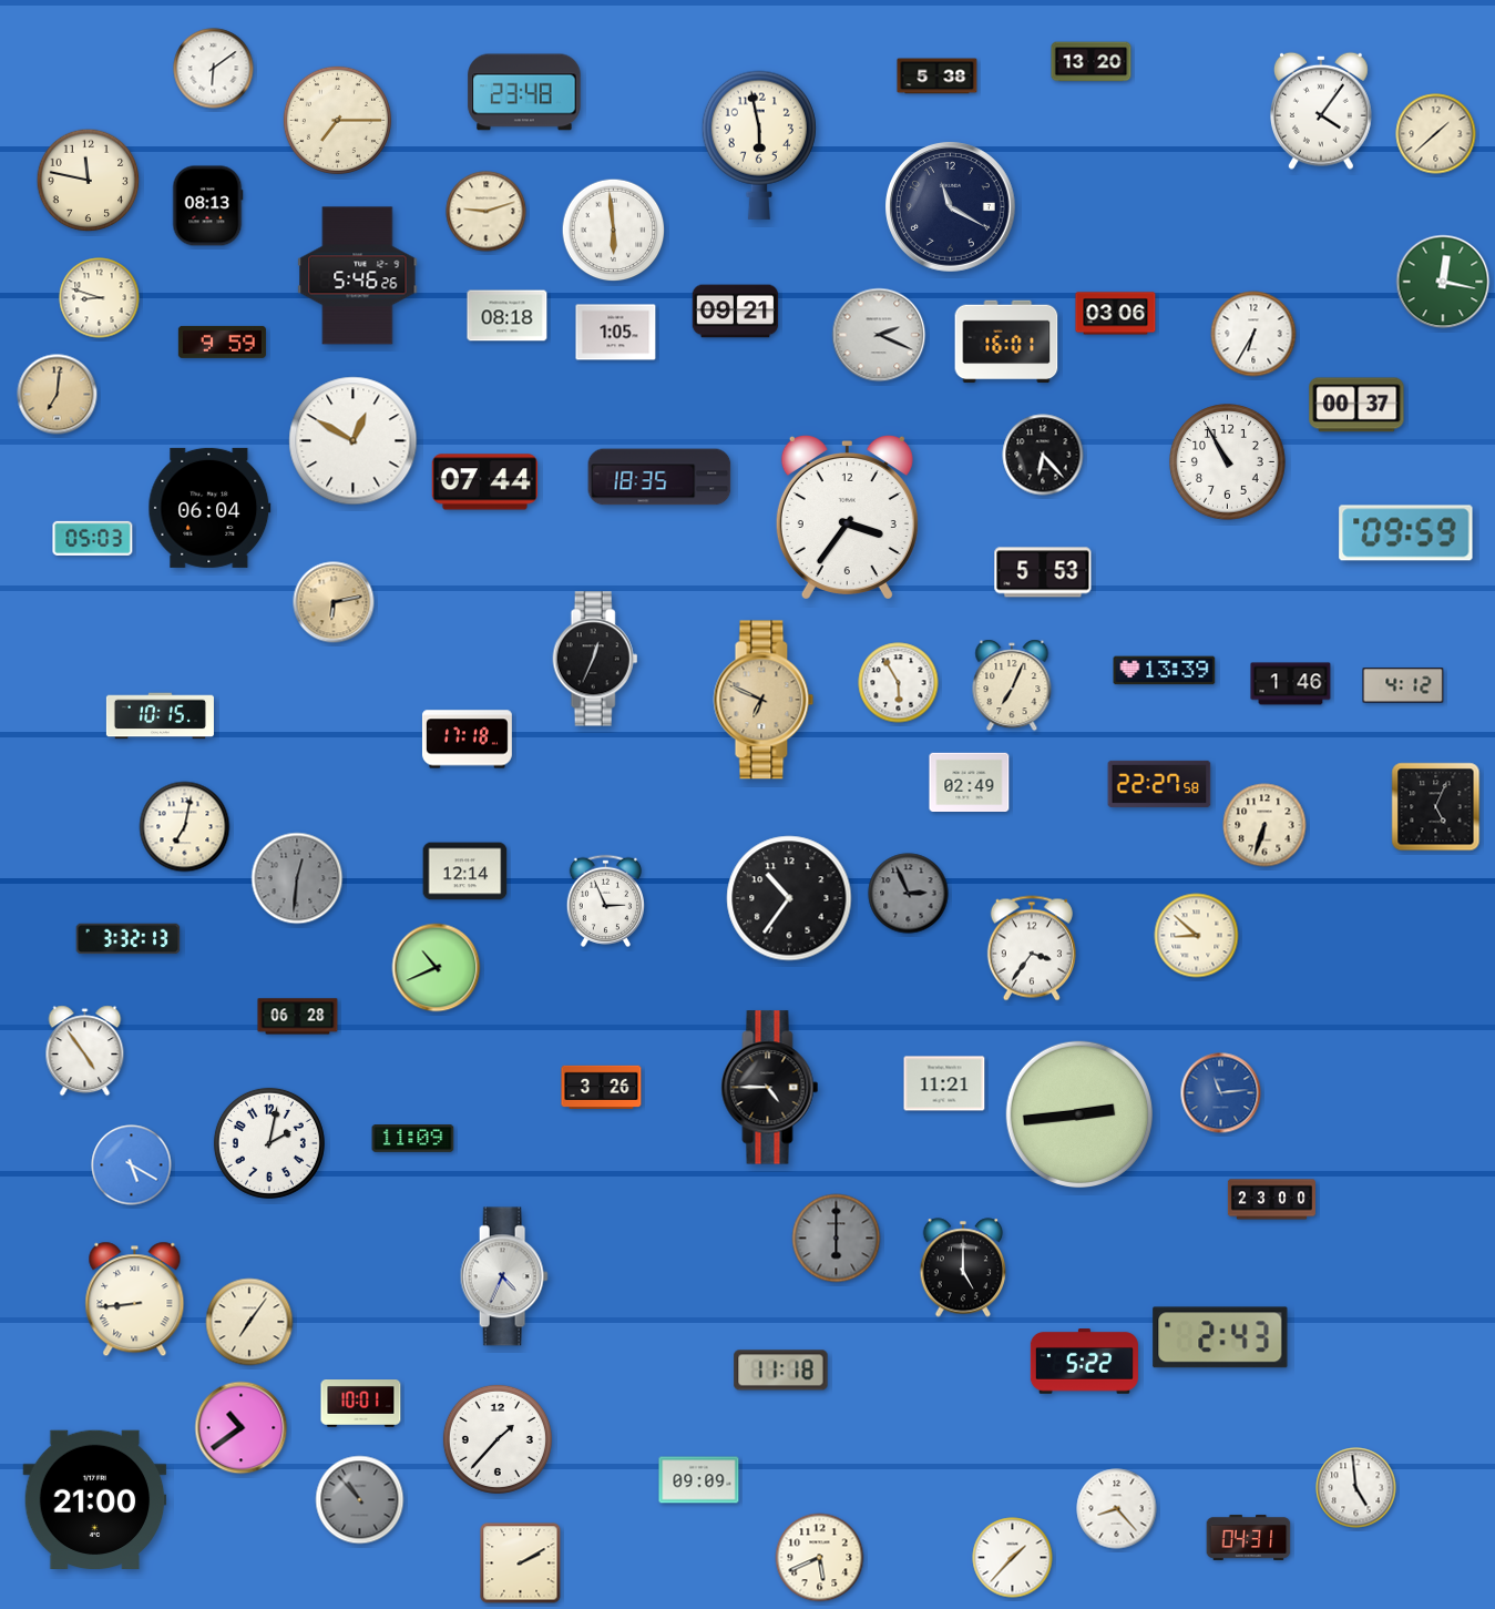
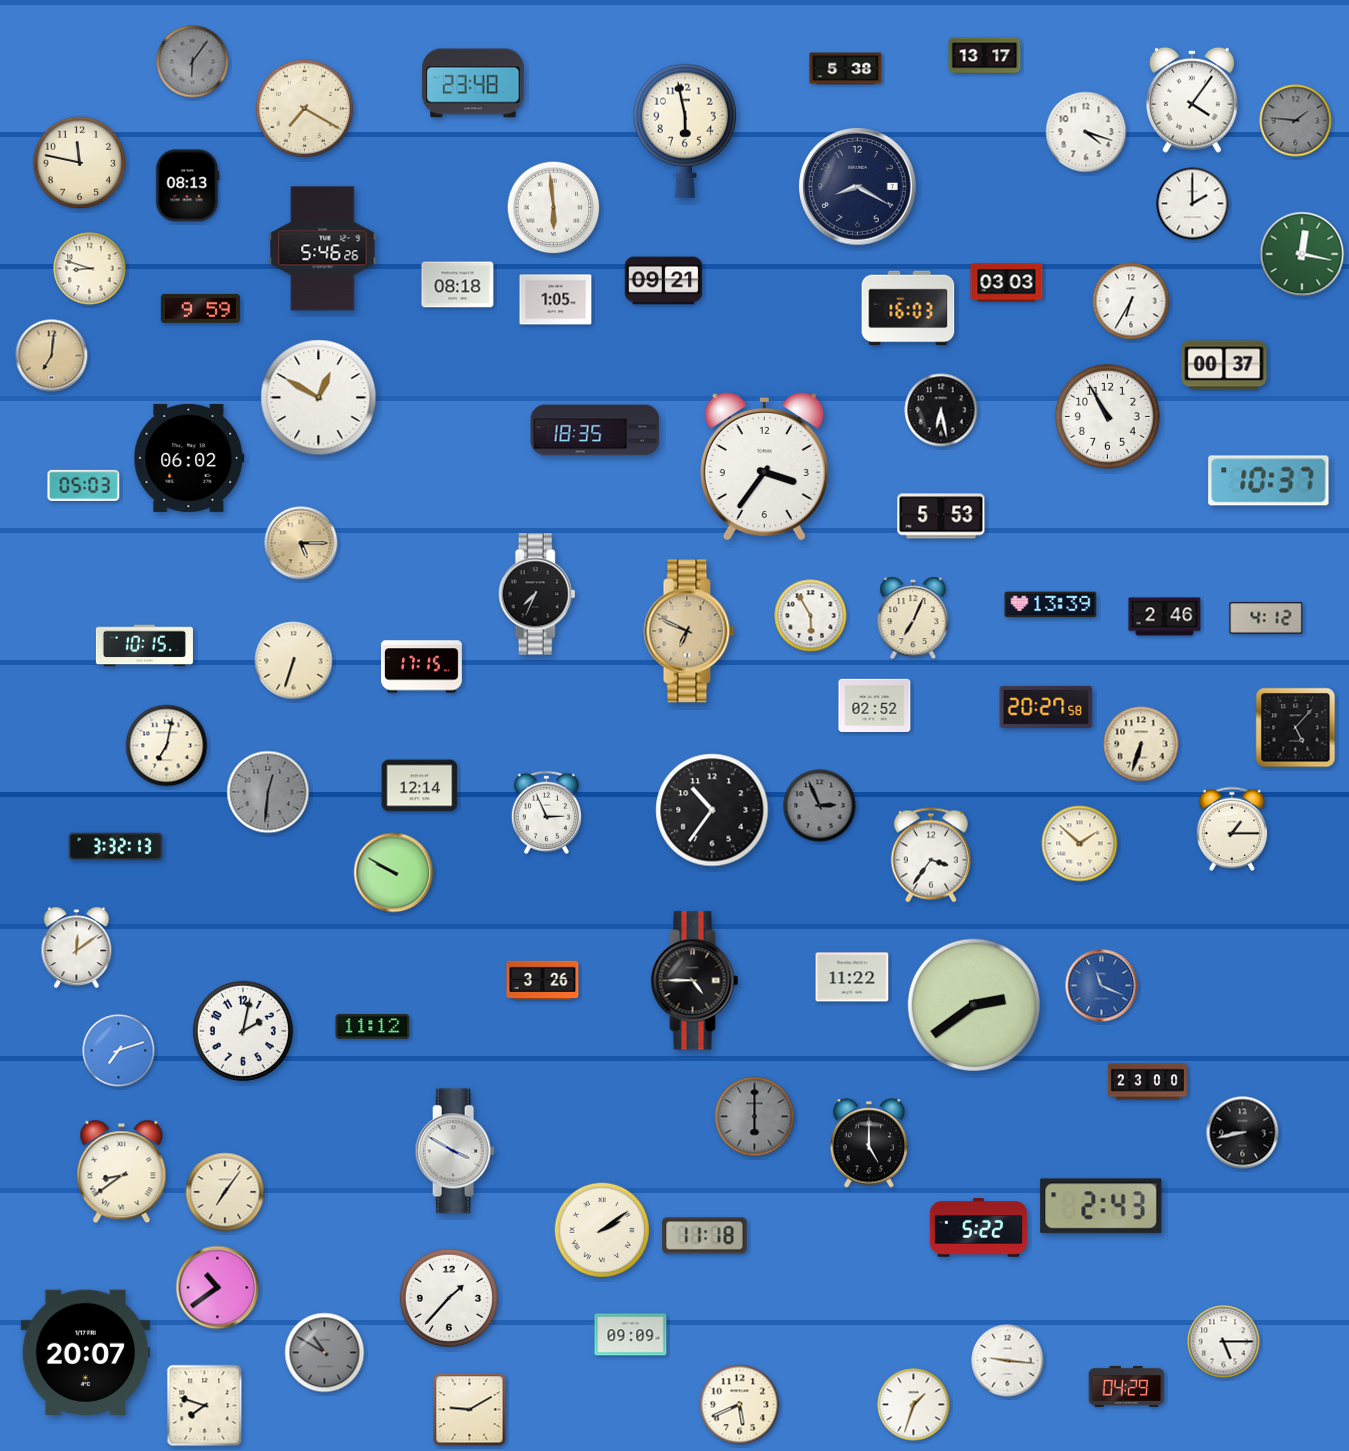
clock at (1092, 62): 13:20 -> 13:17
clock at (214, 69): 6:09 -> 6:06
clock at (214, 69) dial: white -> grey
clock at (337, 120): 7:15 -> 7:20
clock at (1436, 134): 1:38 -> 1:46
clock at (1436, 134) dial: cream -> grey
clock at (1086, 132): none -> 4:18
clock at (951, 207): 11:20 -> 8:20
clock at (487, 212): 9:12 -> none
clock at (1193, 204): none -> 2:00
clock at (1116, 314): 03:06 -> 03:03
clock at (879, 335): 2:19 -> none
clock at (1006, 342): 16:01 -> 16:03
clock at (1043, 455): 6:23 -> 6:28
clock at (485, 482): 07:44 -> none
clock at (209, 508): 06:04 -> 06:02
clock at (1406, 533): 09:59 -> 10:37
clock at (334, 602): 6:13 -> 5:15
clock at (595, 659): 12:34 -> 7:34
clock at (1291, 684): 1:46 -> 2:46
clock at (294, 661): none -> 6:33
clock at (467, 740): 17:18 -> 17:15
clock at (970, 783): 02:49 -> 02:52
clock at (1159, 784): 22:27 -> 20:27
clock at (1436, 807): 5:04 -> 5:07
clock at (1232, 828): none -> 1:15
clock at (1197, 936): 8:52 -> 1:52
clock at (437, 968): 10:41 -> 9:50
clock at (298, 1017): 06:28 -> none
clock at (85, 1051): 4:54 -> 12:09
clock at (944, 1083): 11:21 -> 11:22
clock at (1221, 1093): 11:14 -> 11:19
clock at (1079, 1114): 2:44 -> 2:39
clock at (413, 1139): 11:09 -> 11:12
clock at (132, 1165): 5:20 -> 7:12
clock at (1243, 1133): none -> 8:43
clock at (504, 1276): 4:34 -> 3:50
clock at (135, 1300): 8:44 -> 8:39
clock at (601, 1229): none -> 2:09
clock at (361, 1404): 10:01 -> none
clock at (1356, 1488): 4:59 -> 5:15
clock at (95, 1500): 21:00 -> 20:07
clock at (360, 1500): 10:53 -> 10:50
clock at (1117, 1509): 8:23 -> 9:16
clock at (1249, 1537): 04:31 -> 04:29
clock at (1013, 1558): 1:37 -> 1:33
clock at (205, 1406): none -> 7:48
clock at (521, 1564): 2:10 -> 9:10
